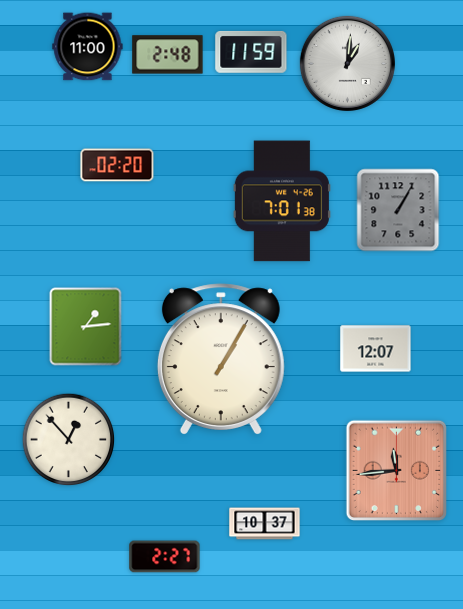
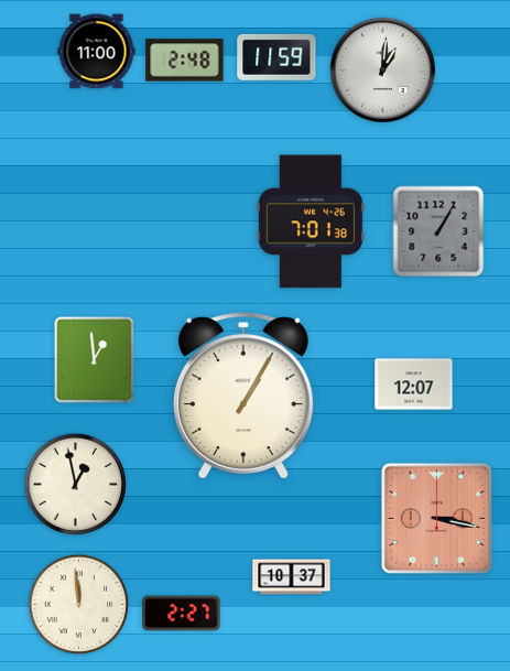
clock at (117, 165): 02:20 -> none
clock at (86, 327): 1:14 -> 12:59
clock at (69, 440): 12:53 -> 12:58
clock at (396, 470): 11:44 -> 3:17
clock at (79, 605): none -> 11:59
